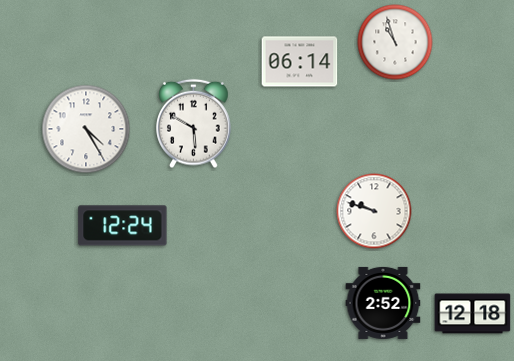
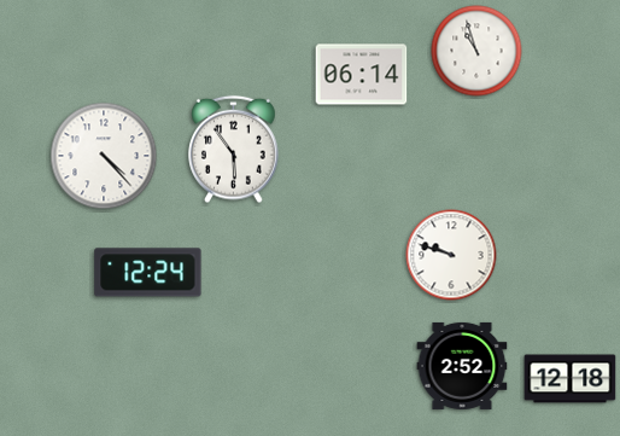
clock at (194, 124): 5:50 -> 5:54
clock at (86, 129): 4:25 -> 4:23
